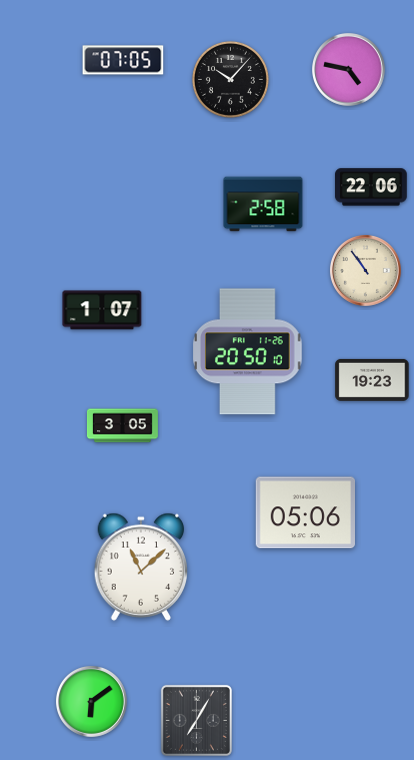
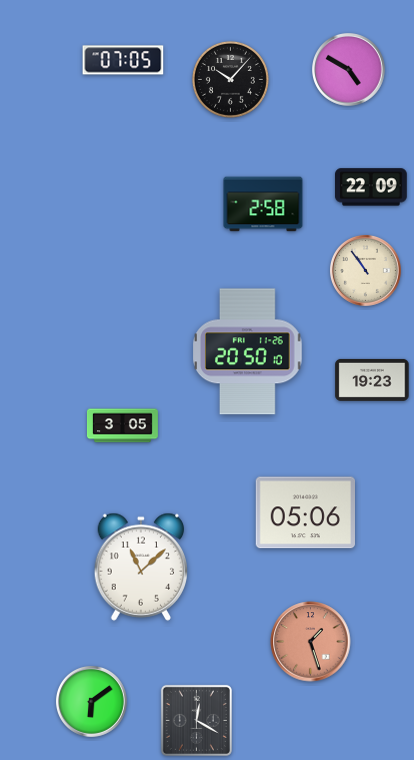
clock at (349, 70): 4:47 -> 4:50
clock at (372, 187): 22:06 -> 22:09
clock at (102, 310): 1:07 -> none
clock at (311, 642): none -> 1:27
clock at (196, 720): 7:05 -> 12:20
